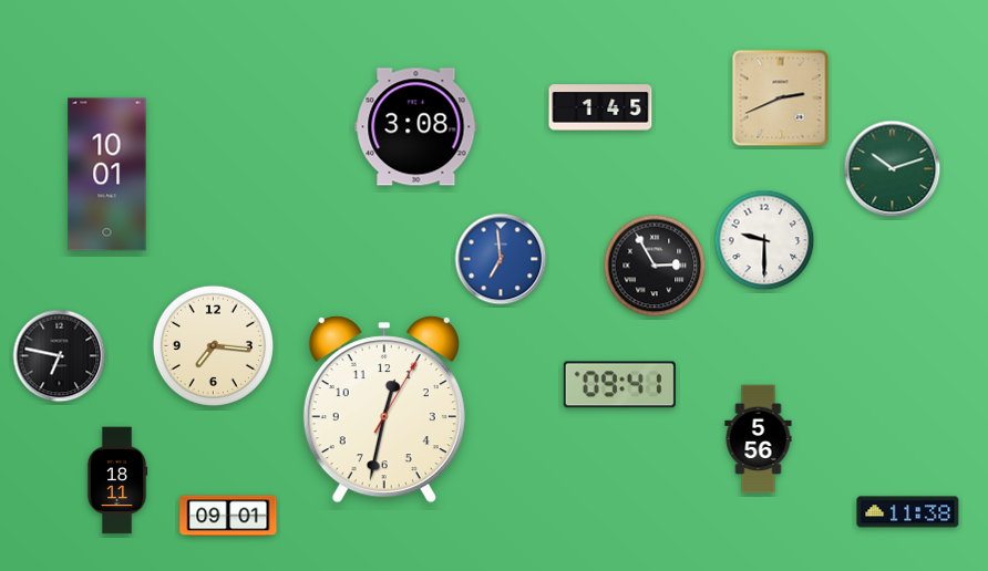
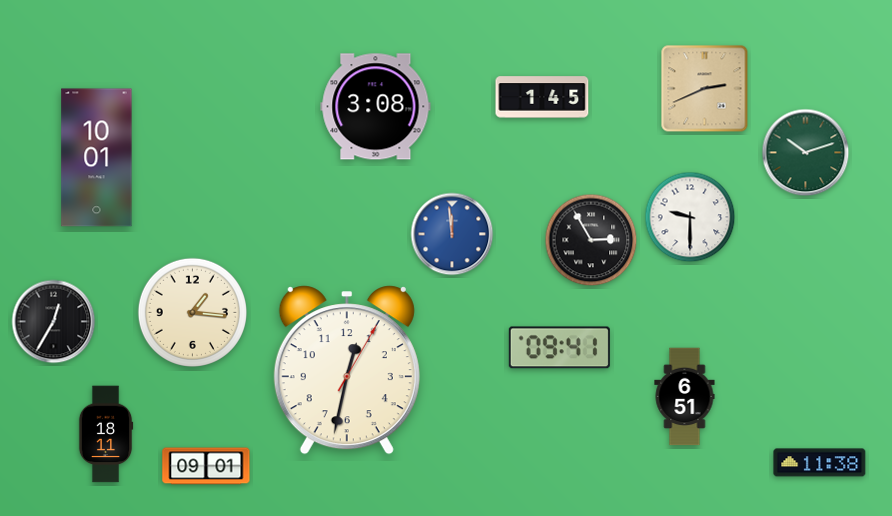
clock at (416, 127) position: (416, 127) -> (376, 107)
clock at (501, 259): 6:59 -> 11:59
clock at (213, 345): 7:16 -> 1:16
clock at (60, 356): 6:47 -> 12:35
clock at (759, 439): 5:56 -> 6:51
